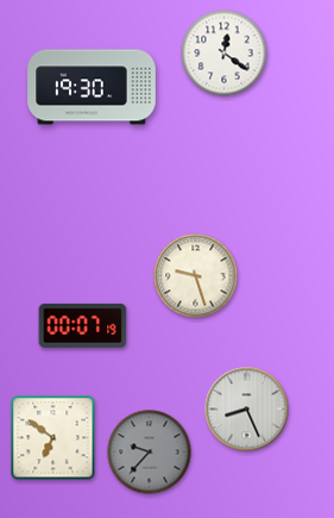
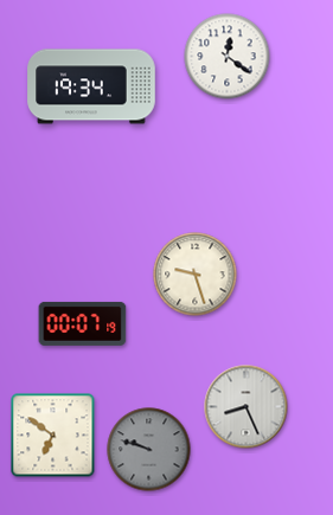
clock at (225, 54) position: (225, 54) -> (228, 57)
clock at (92, 87): 19:30 -> 19:34
clock at (150, 453): 9:37 -> 9:48
